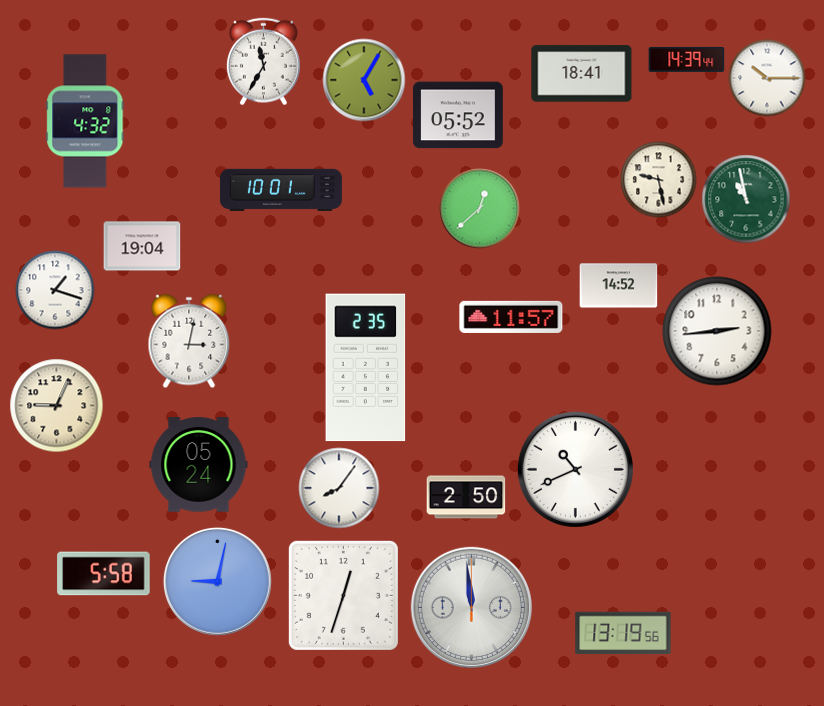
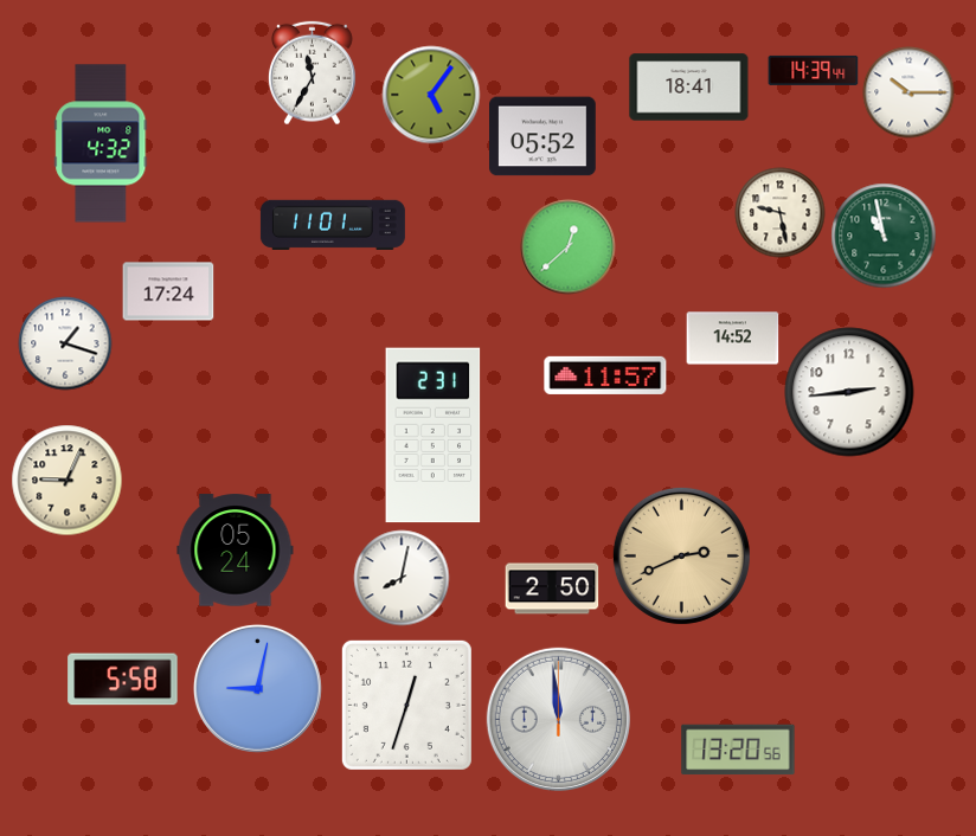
clock at (364, 80): 5:05 -> 5:06
clock at (281, 190): 10:01 -> 11:01
clock at (142, 246): 19:04 -> 17:24
clock at (189, 341): 3:02 -> none
clock at (366, 368): 2:35 -> 2:31
clock at (575, 469): 10:41 -> 2:41
clock at (575, 469) dial: white -> champagne
clock at (339, 488): 8:06 -> 8:02
clock at (623, 633): 13:19 -> 13:20
